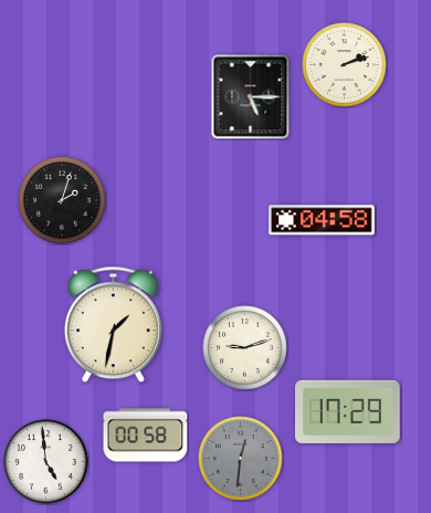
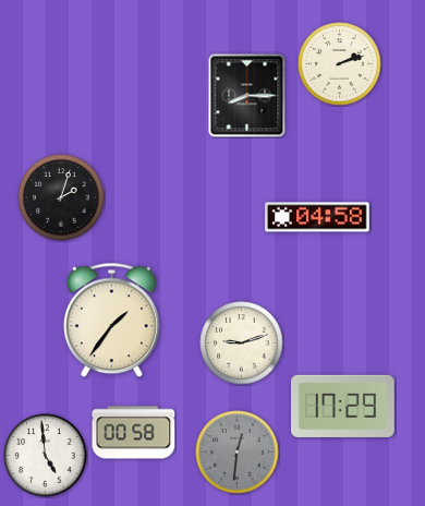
clock at (251, 97): 5:15 -> 8:15
clock at (113, 325): 1:32 -> 1:36
clock at (146, 436) position: (146, 436) -> (134, 433)
